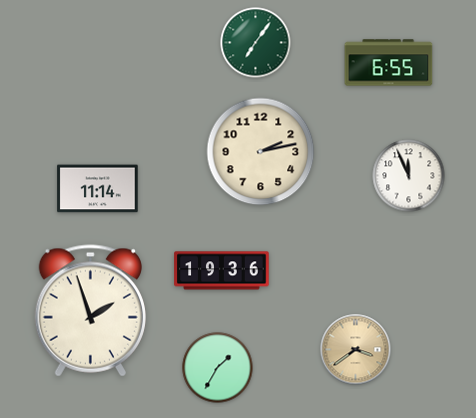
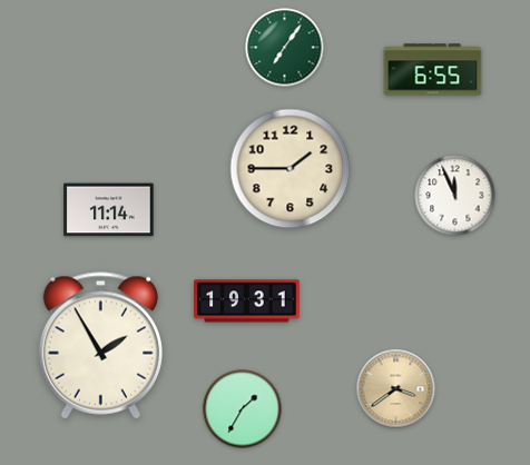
clock at (261, 152): 2:13 -> 1:45
clock at (222, 271): 19:36 -> 19:31
clock at (90, 311): 1:57 -> 1:55
